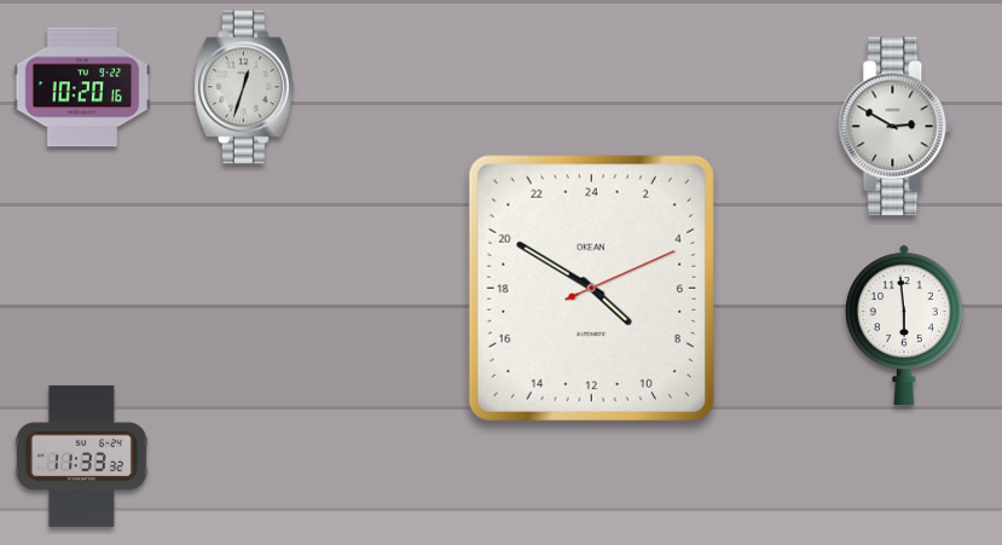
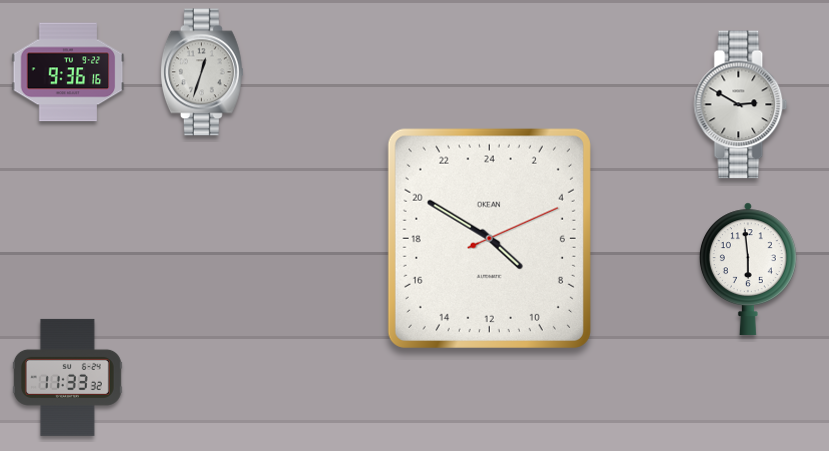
clock at (82, 87): 10:20 -> 9:36
